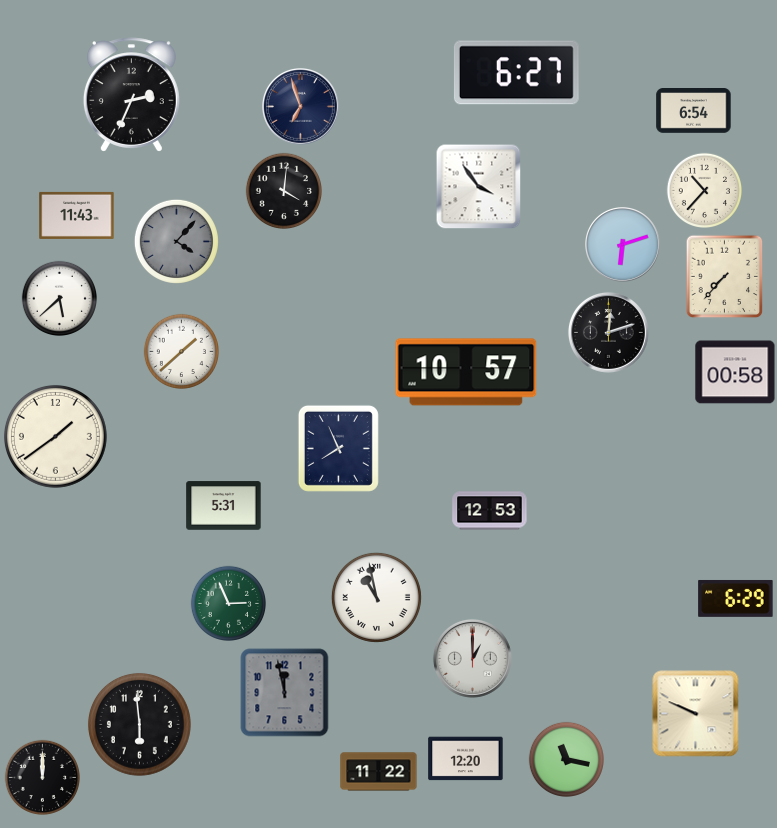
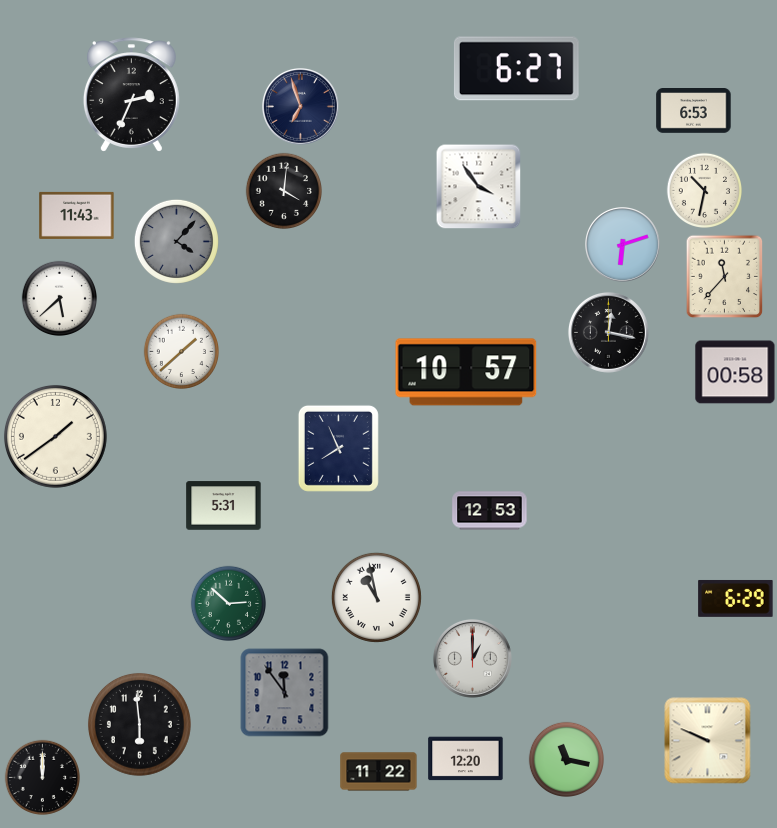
clock at (516, 73) position: (516, 73) -> (516, 69)
clock at (694, 111): 6:54 -> 6:53
clock at (704, 190): 10:37 -> 10:32
clock at (725, 277): 7:37 -> 11:37
clock at (608, 332): 12:12 -> 12:17
clock at (228, 603): 2:56 -> 2:52
clock at (285, 693): 11:58 -> 11:54
clock at (696, 714) position: (696, 714) -> (708, 741)
